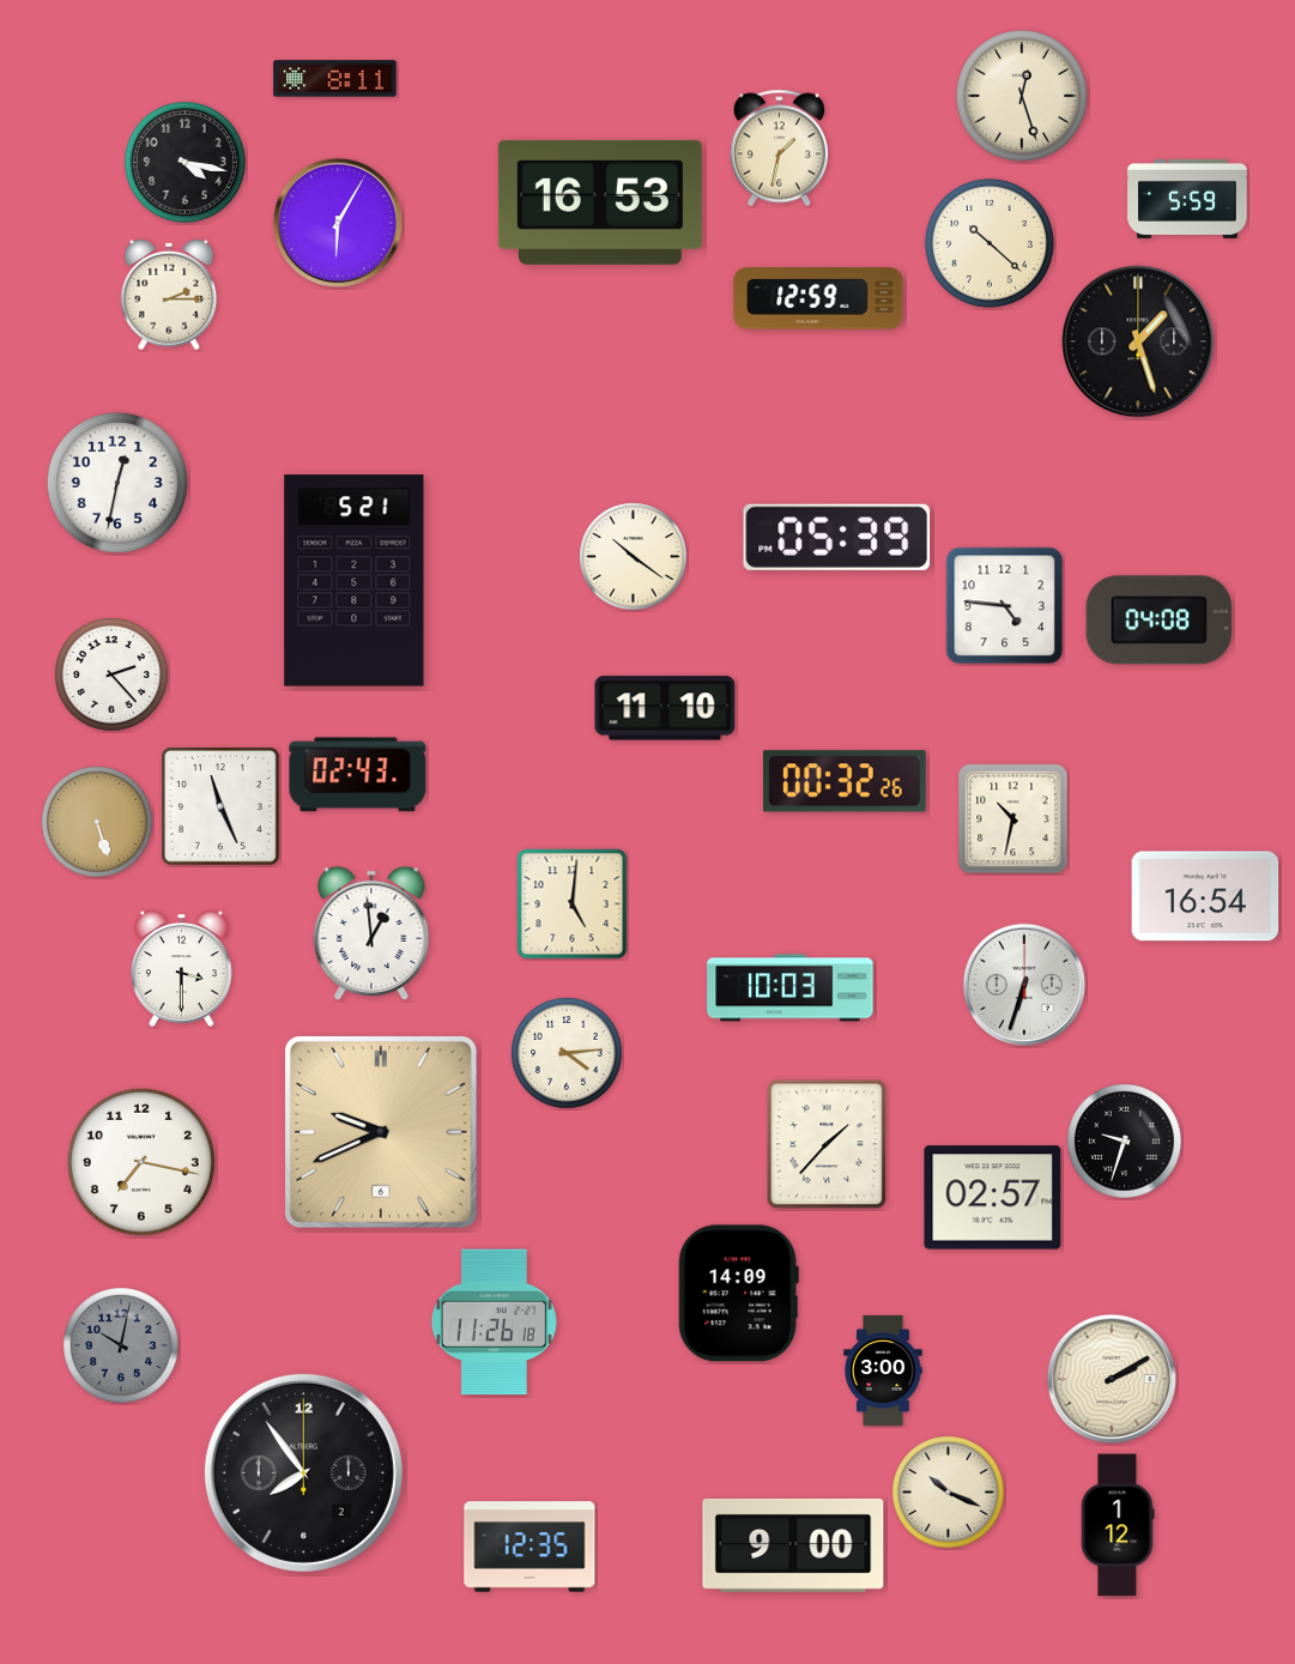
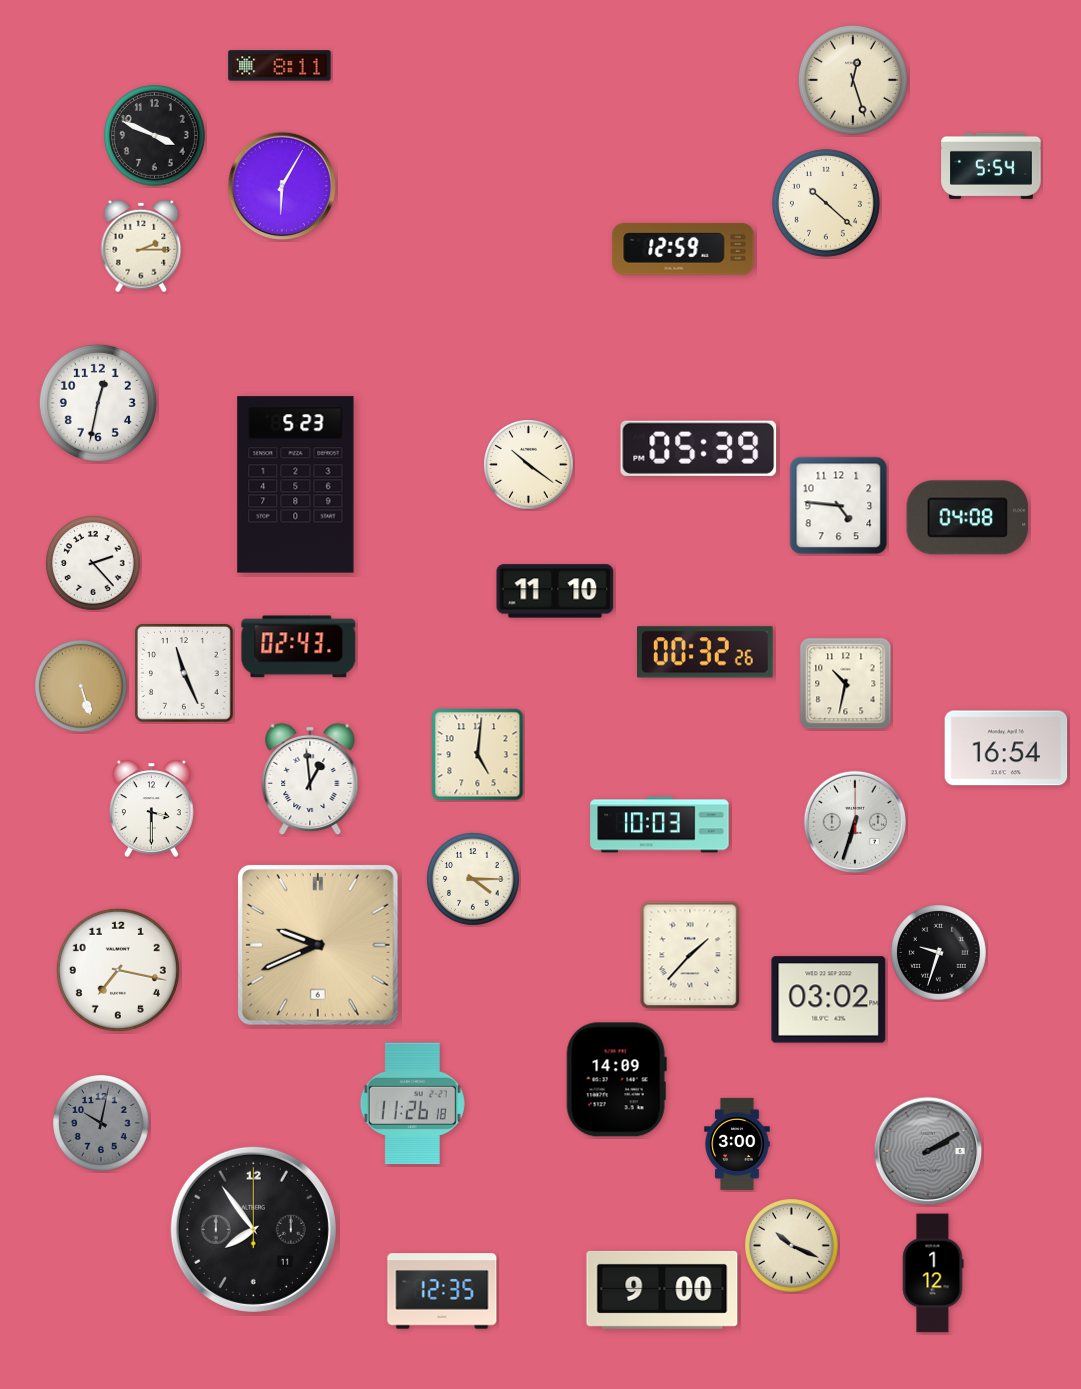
clock at (779, 149): 1:32 -> none
clock at (184, 162): 4:17 -> 3:49
clock at (1187, 199): 5:59 -> 5:54
clock at (600, 202): 16:53 -> none
clock at (1138, 341): 1:27 -> none
clock at (355, 581): 5:21 -> 5:23
clock at (567, 1053): 4:14 -> 4:15
clock at (993, 1198): 02:57 -> 03:02
clock at (1112, 1379) dial: cream -> grey
clock at (303, 1472) date: 2 -> 11
